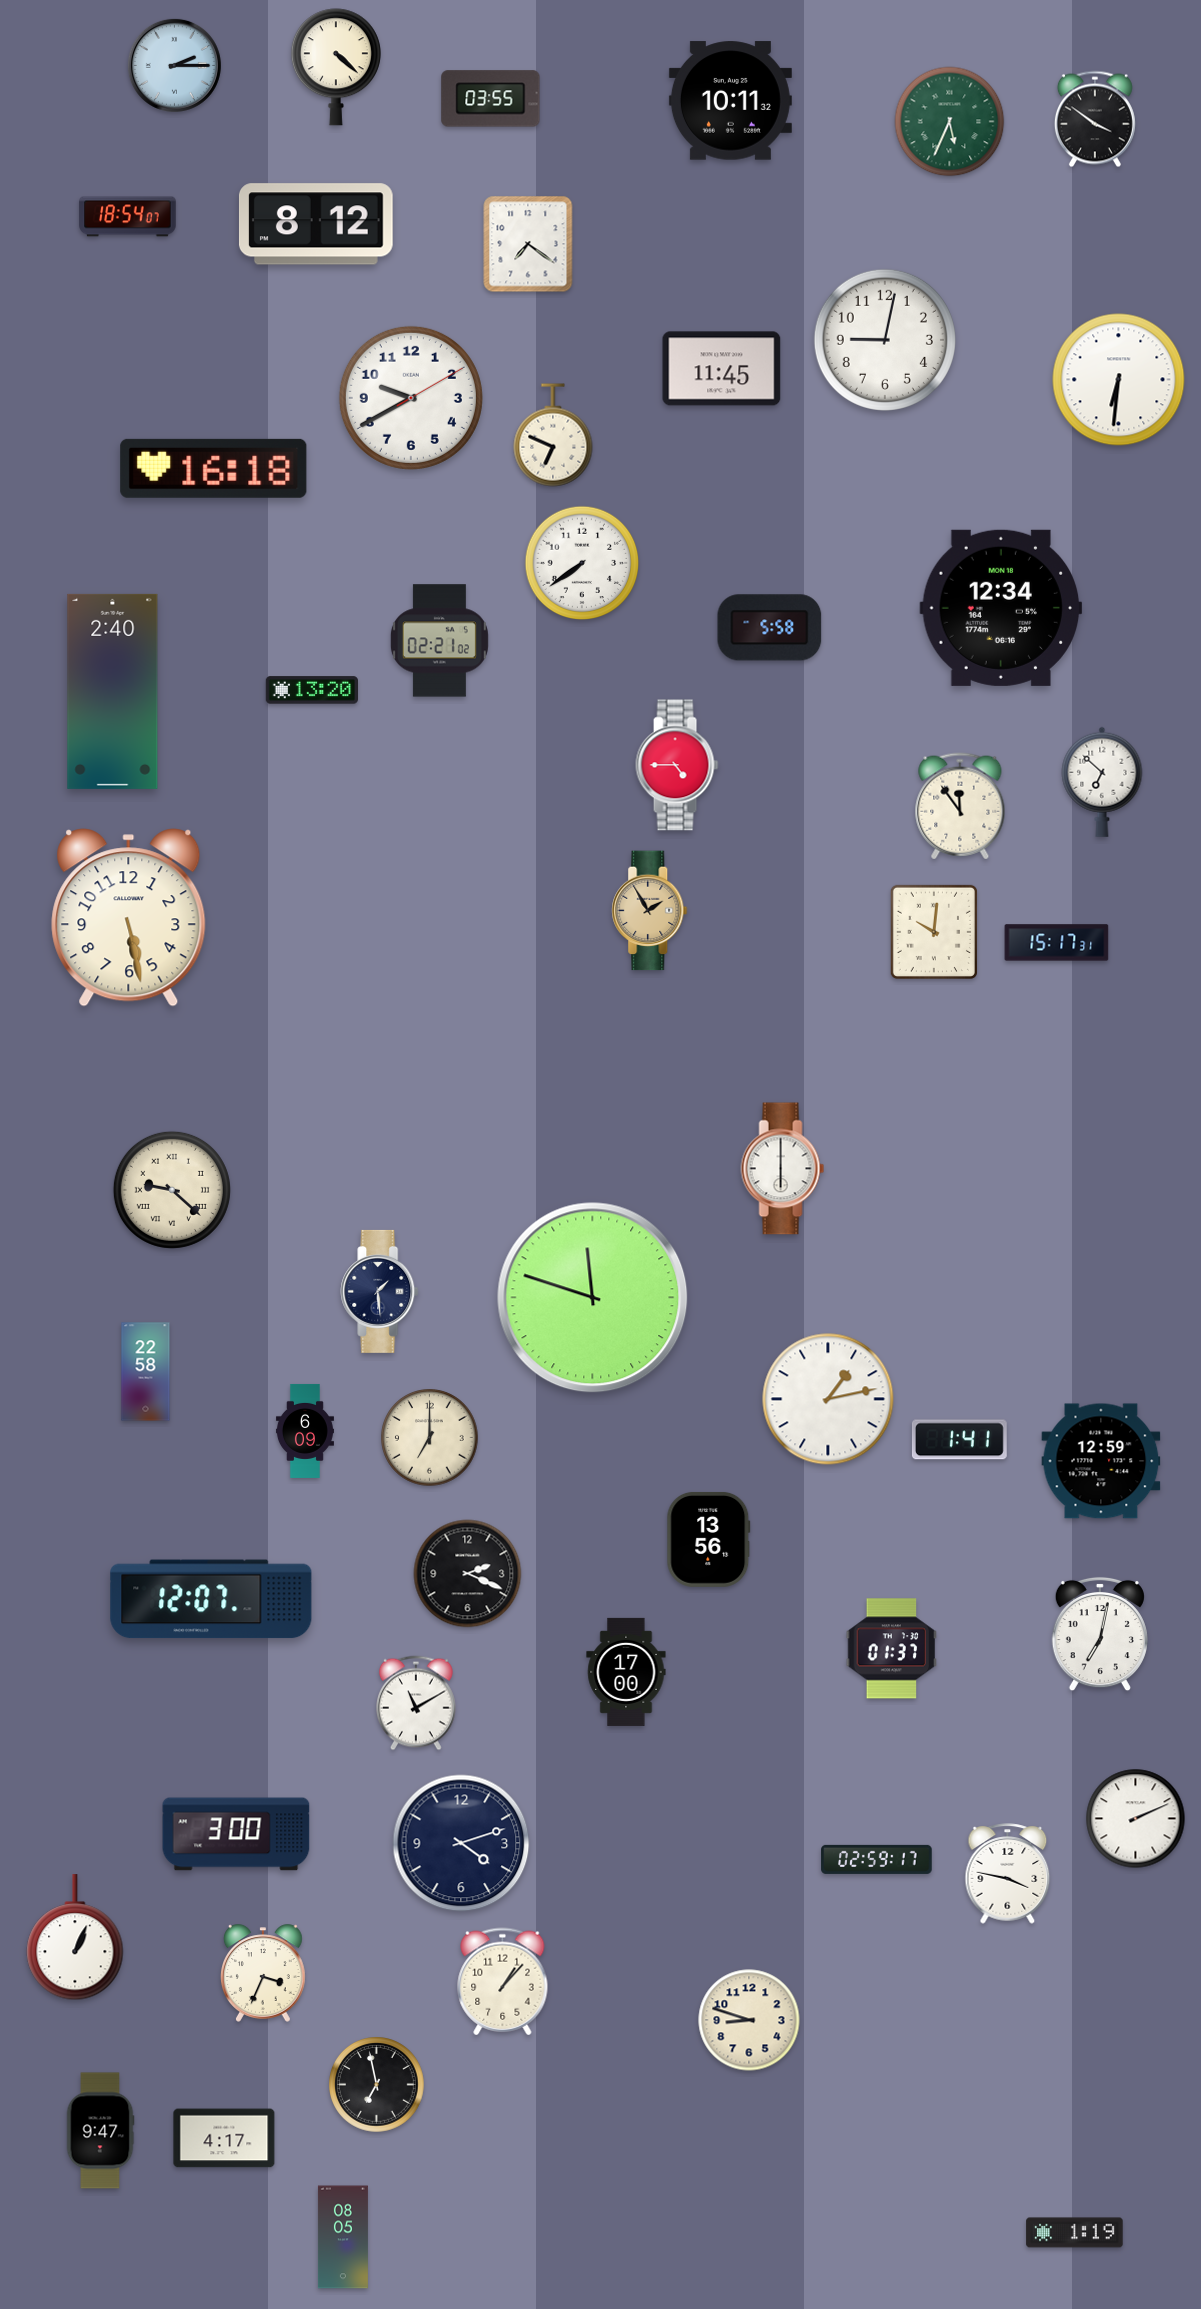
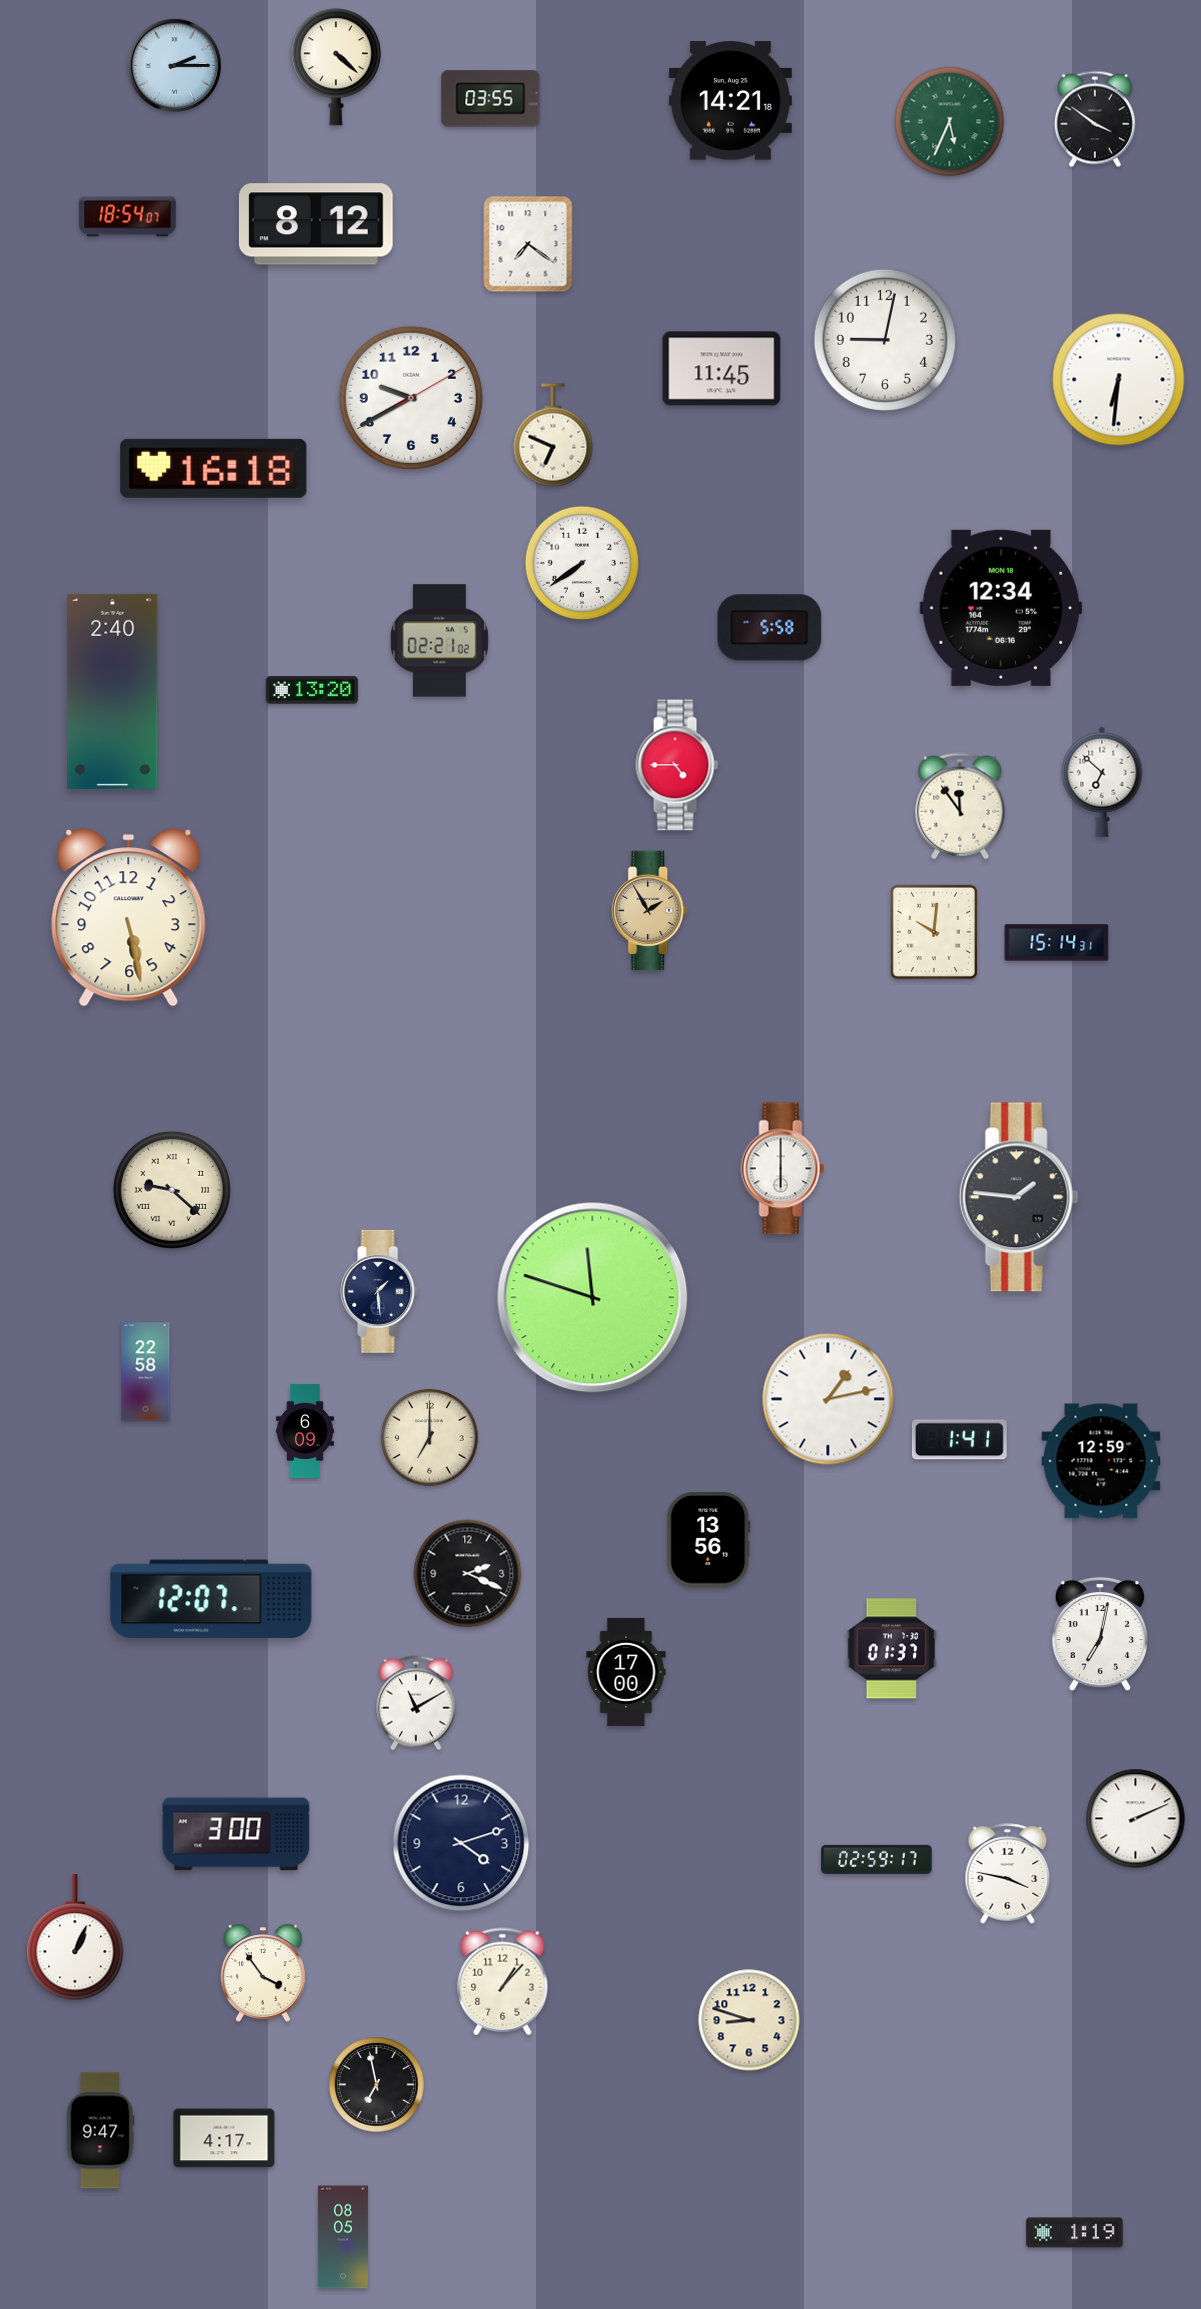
clock at (730, 101): 10:11 -> 14:21
clock at (1057, 943): 15:17 -> 15:14
clock at (1019, 1197): none -> 1:46
clock at (264, 1973): 3:34 -> 3:54
